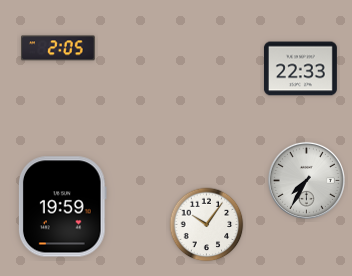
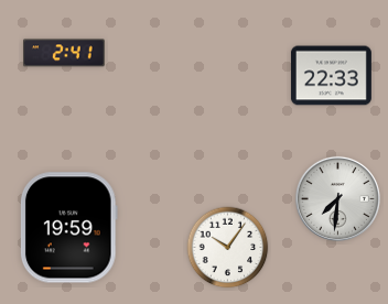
clock at (59, 48): 2:05 -> 2:41
clock at (306, 180): 7:35 -> 7:31
